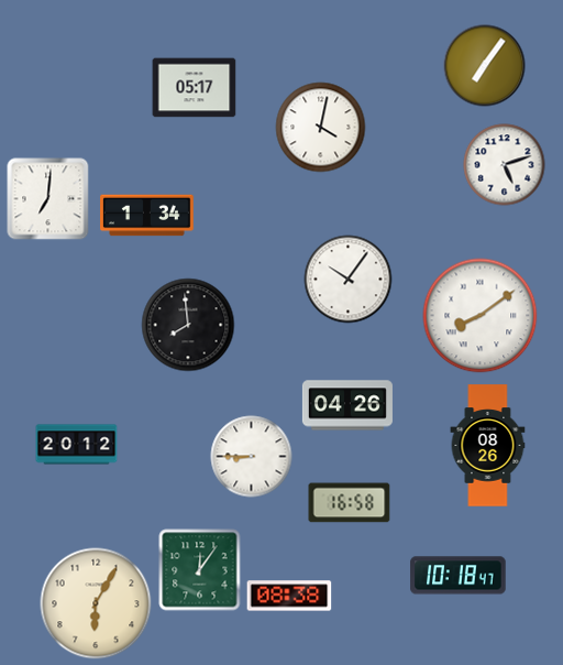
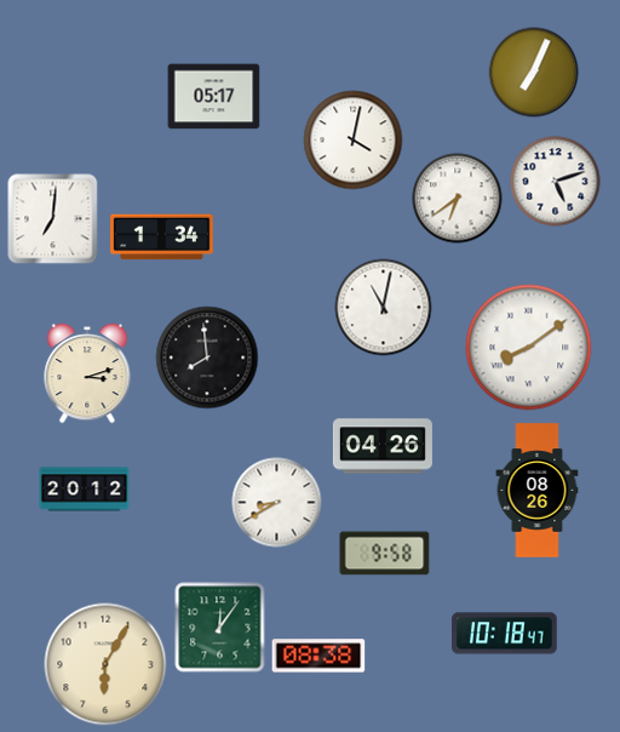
clock at (485, 66): 7:06 -> 7:04
clock at (458, 199): none -> 6:39
clock at (349, 280): 10:06 -> 11:02
clock at (87, 373): none -> 3:12
clock at (252, 457): 8:45 -> 8:40
clock at (350, 503): 16:58 -> 9:58
